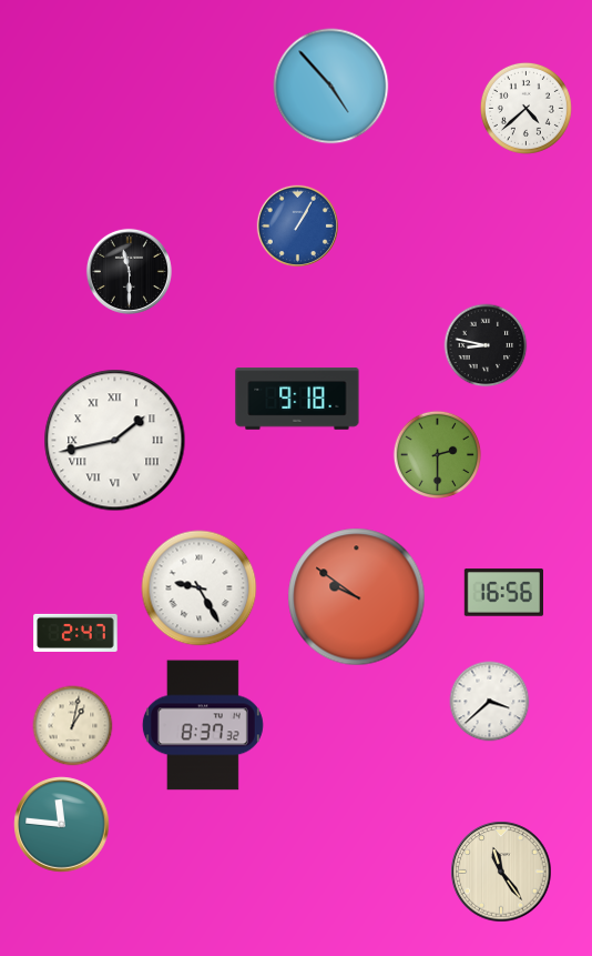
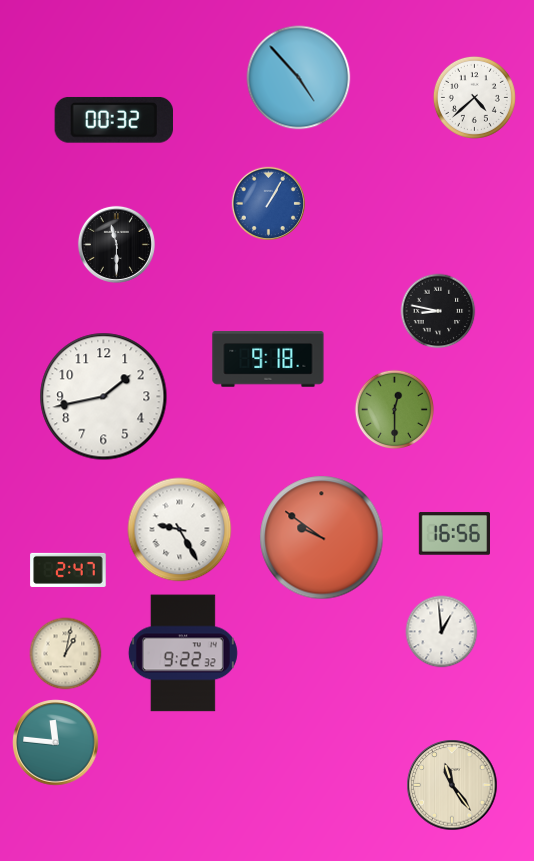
clock at (113, 120): none -> 00:32
clock at (115, 441) numerals: Roman -> Arabic
clock at (437, 454): 2:30 -> 12:30
clock at (490, 702): 3:38 -> 12:59
clock at (203, 725): 8:37 -> 9:22
